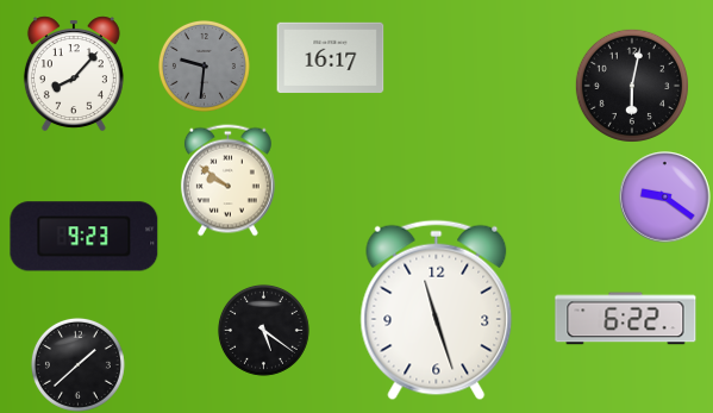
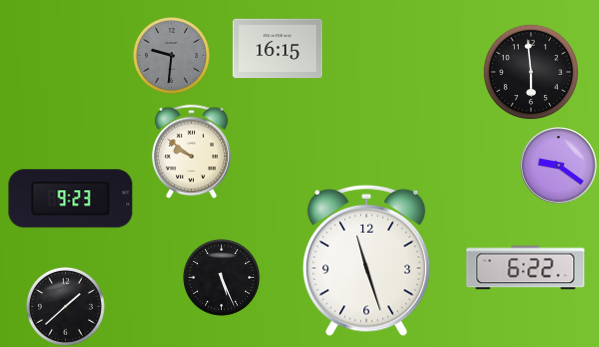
clock at (331, 58): 16:17 -> 16:15
clock at (74, 74): 8:07 -> none
clock at (632, 86): 6:02 -> 5:59
clock at (263, 330): 5:21 -> 5:26
